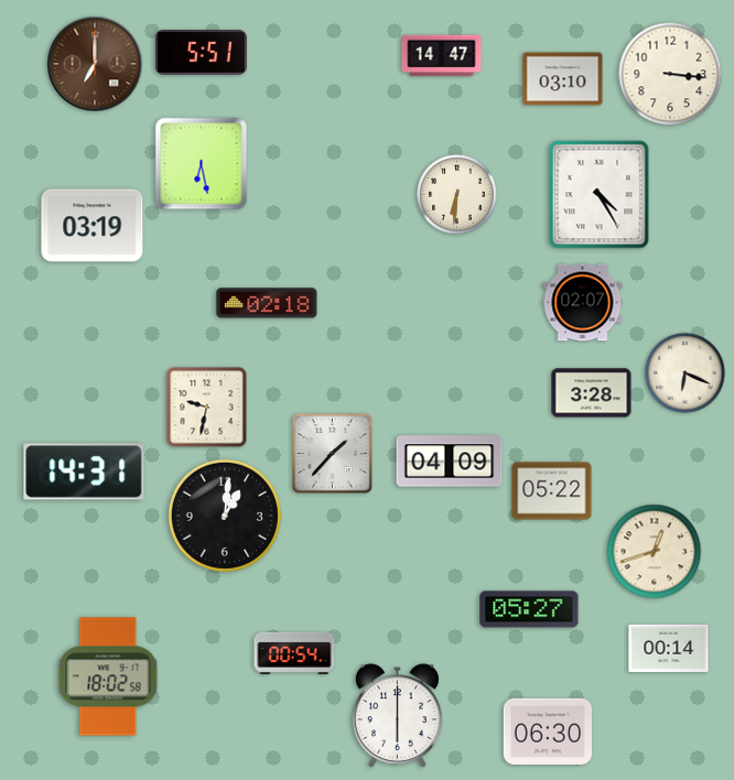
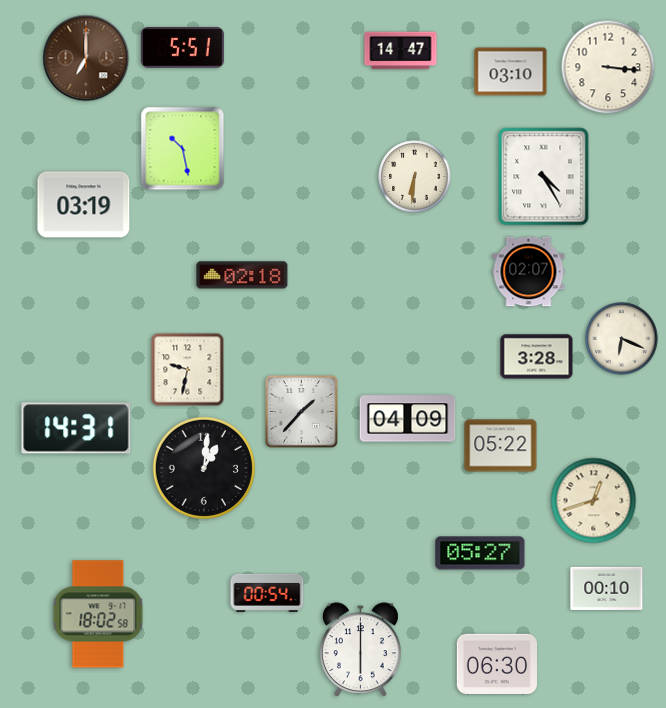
clock at (202, 164): 6:28 -> 10:28
clock at (583, 303) position: (583, 303) -> (529, 272)
clock at (669, 648): 00:14 -> 00:10
